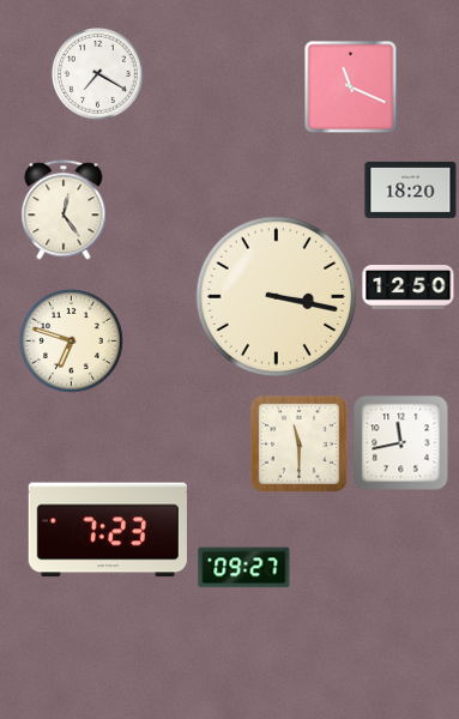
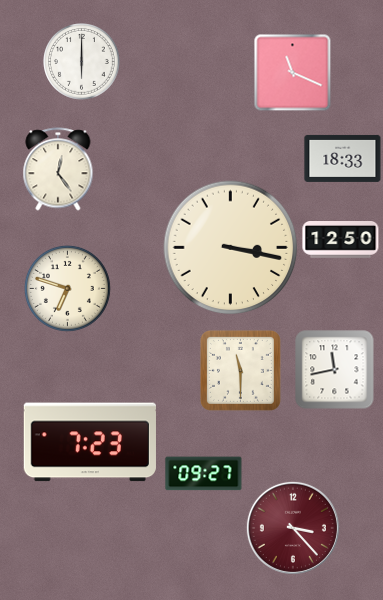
clock at (98, 74): 7:20 -> 6:00
clock at (411, 189): 18:20 -> 18:33
clock at (64, 210) position: (64, 210) -> (58, 169)
clock at (71, 340) position: (71, 340) -> (67, 288)
clock at (298, 443) position: (298, 443) -> (240, 370)
clock at (293, 528): none -> 3:23
